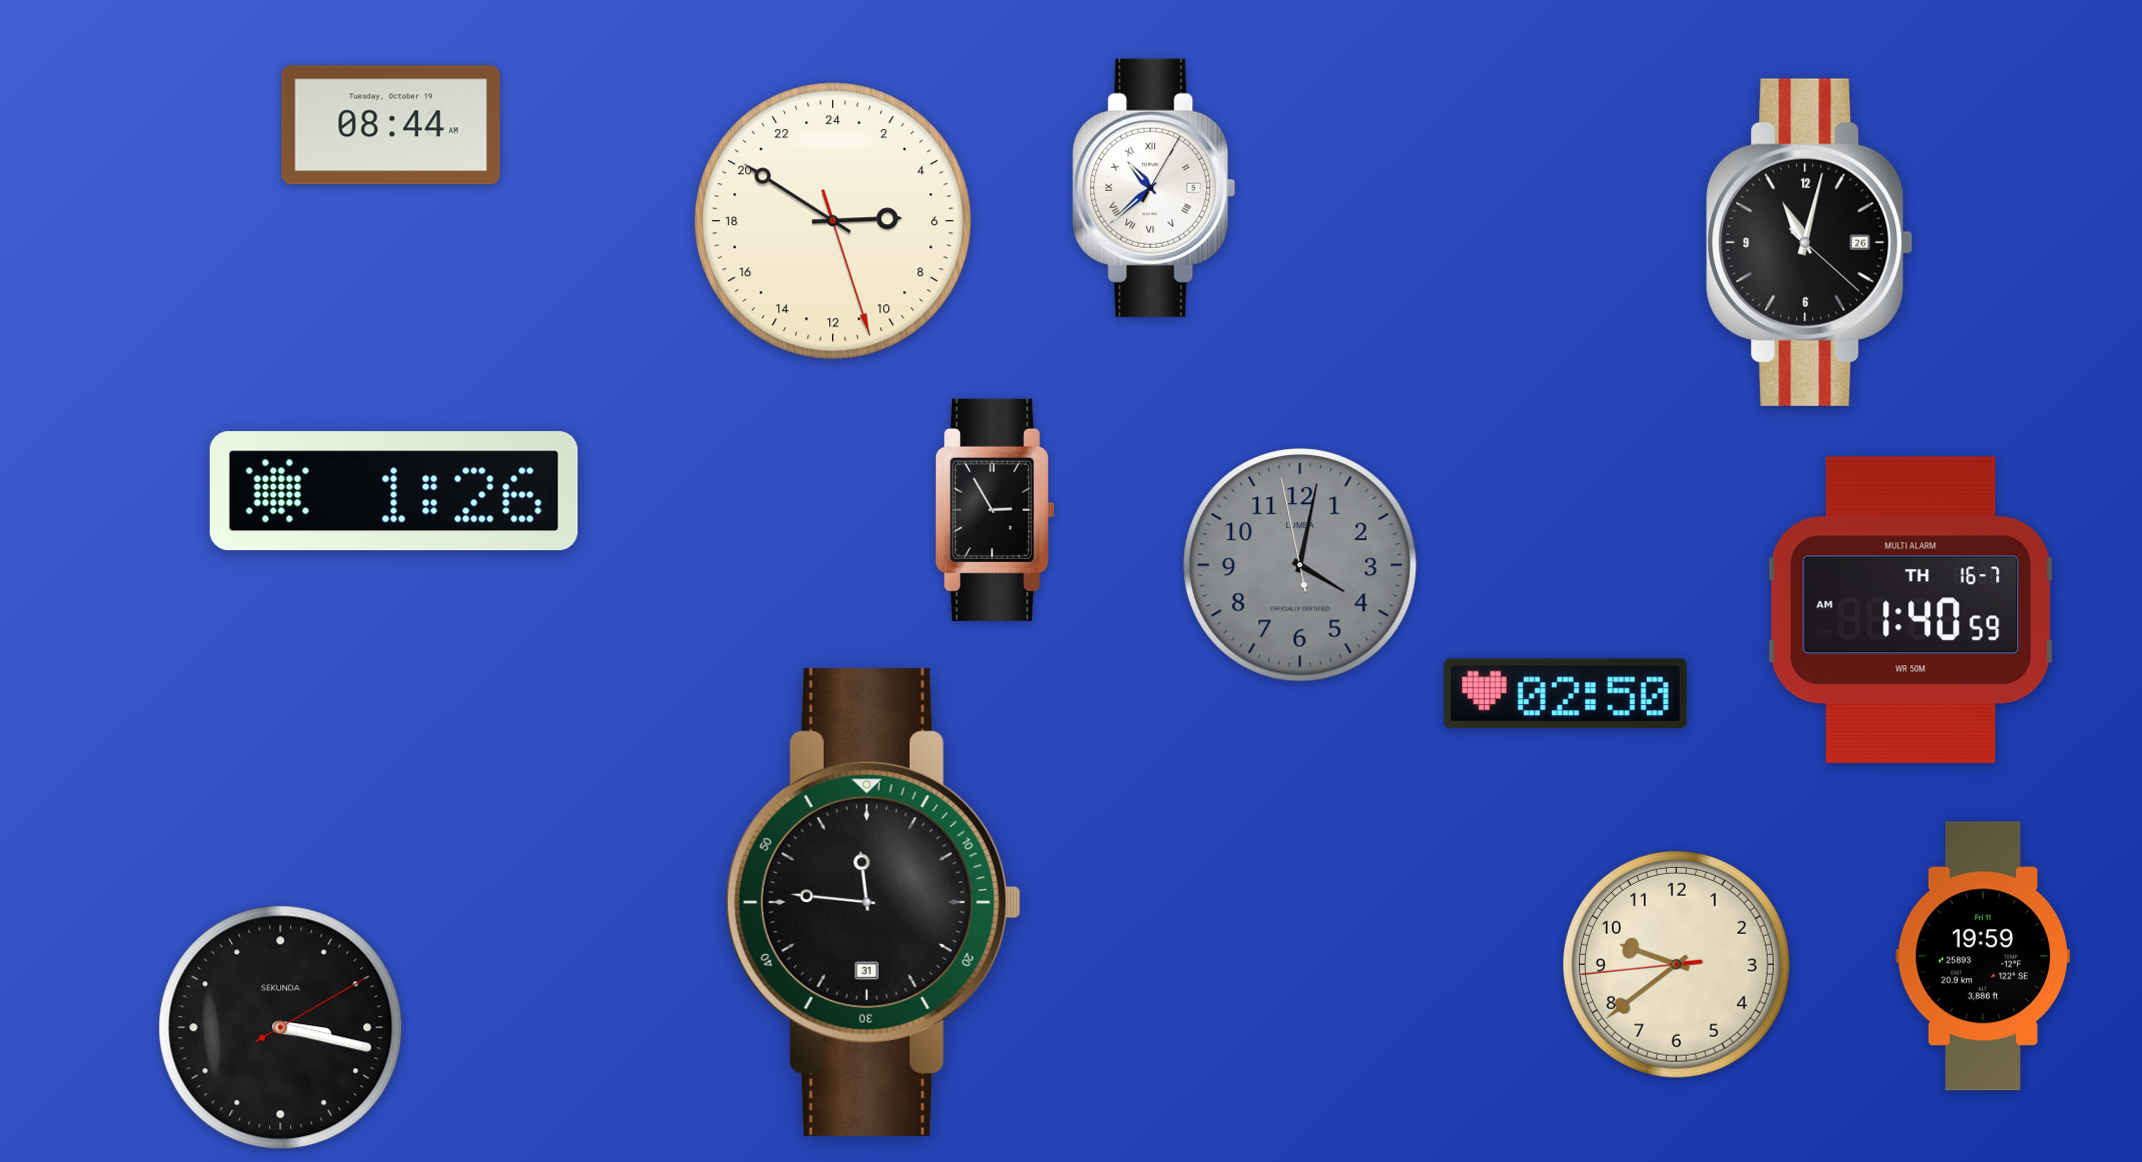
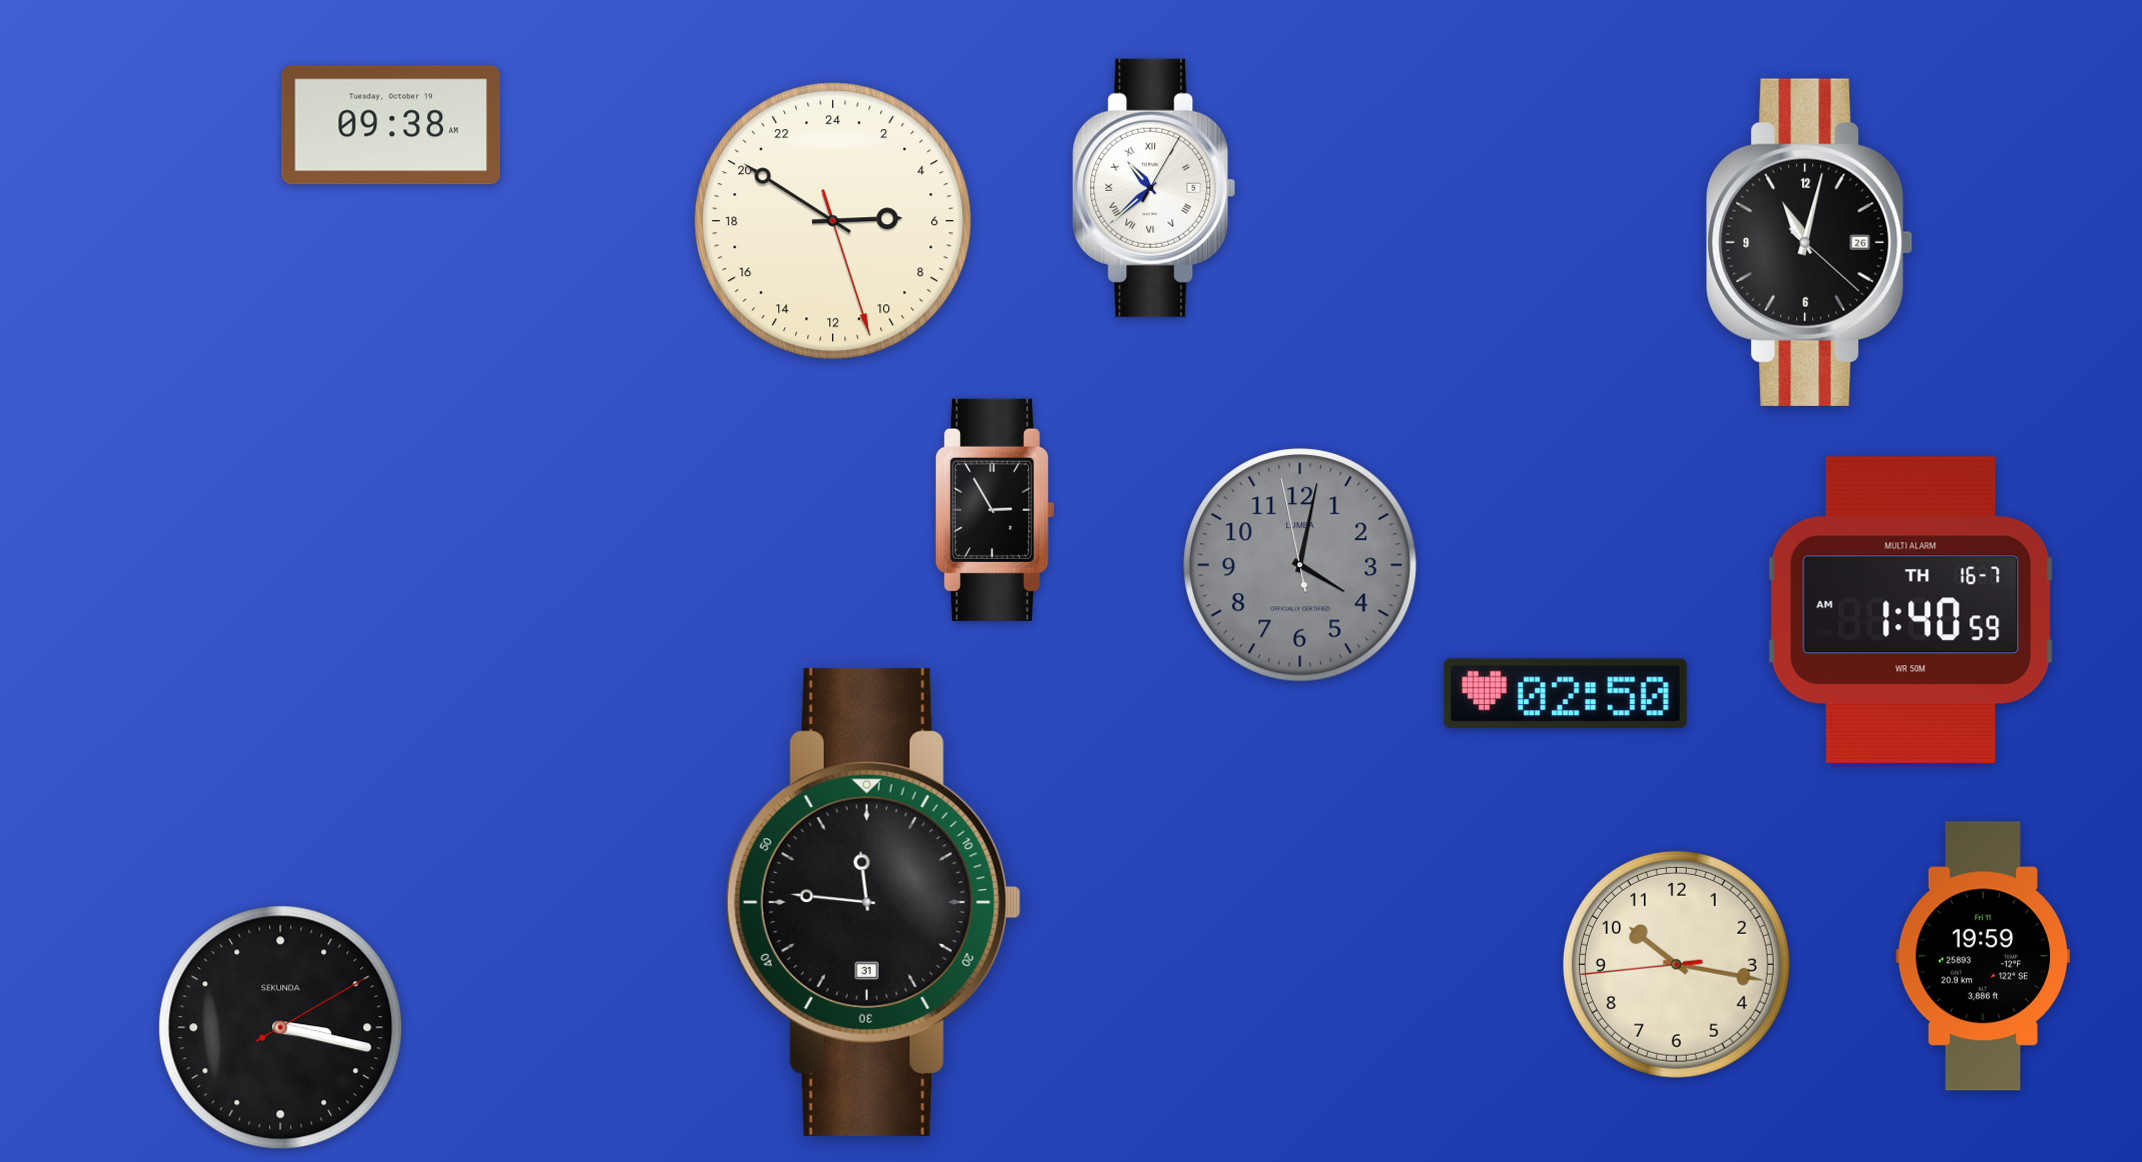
clock at (391, 125): 08:44 -> 09:38
clock at (394, 491): 1:26 -> none
clock at (1676, 964): 9:38 -> 10:16
